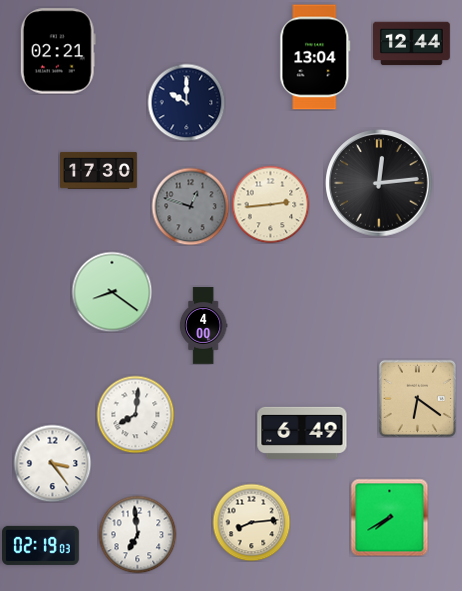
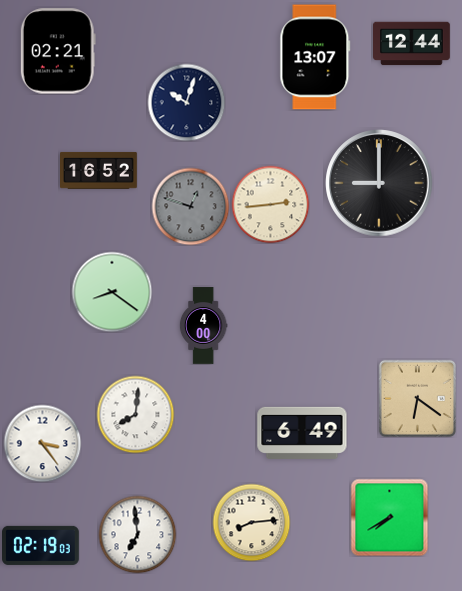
clock at (315, 57): 13:04 -> 13:07
clock at (186, 102): 10:00 -> 10:03
clock at (99, 170): 17:30 -> 16:52
clock at (379, 183): 12:14 -> 9:00
clock at (52, 463) position: (52, 463) -> (42, 443)
